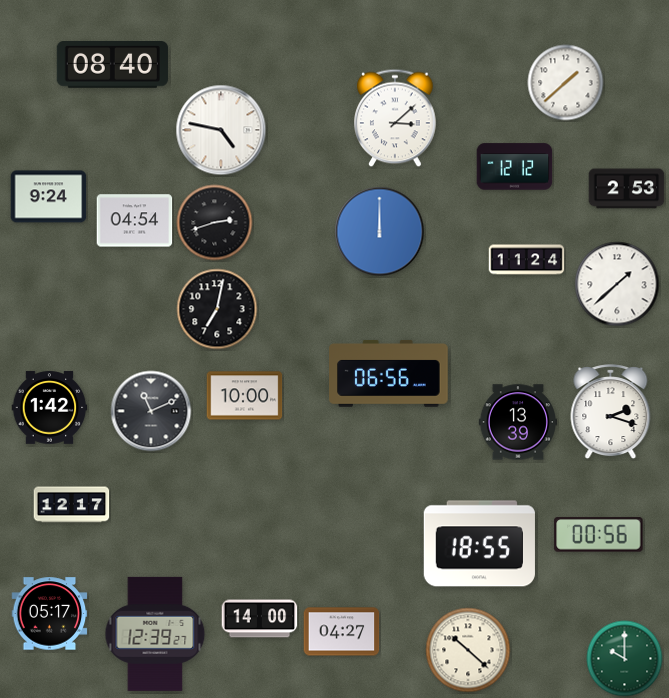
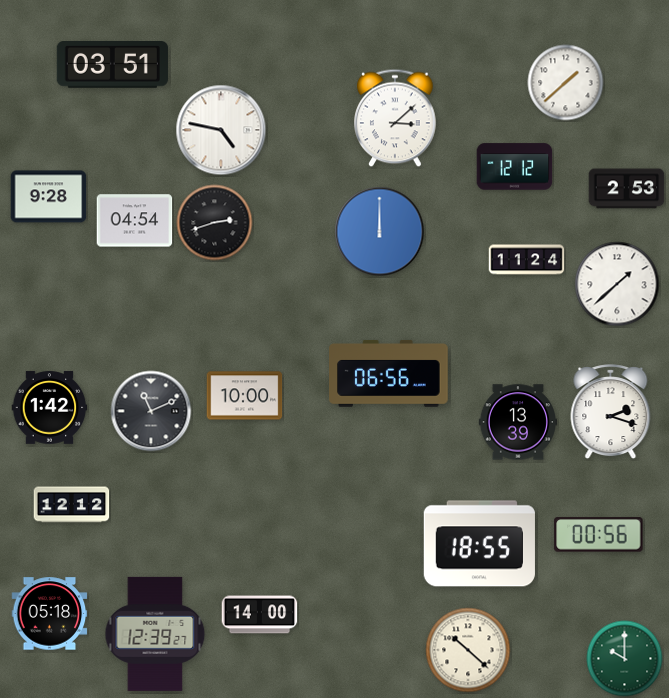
clock at (112, 65): 08:40 -> 03:51
clock at (49, 197): 9:24 -> 9:28
clock at (217, 309): 7:02 -> none
clock at (72, 505): 12:17 -> 12:12
clock at (50, 614): 05:17 -> 05:18
clock at (260, 619) position: (260, 619) -> (260, 615)
clock at (342, 632): 04:27 -> none
